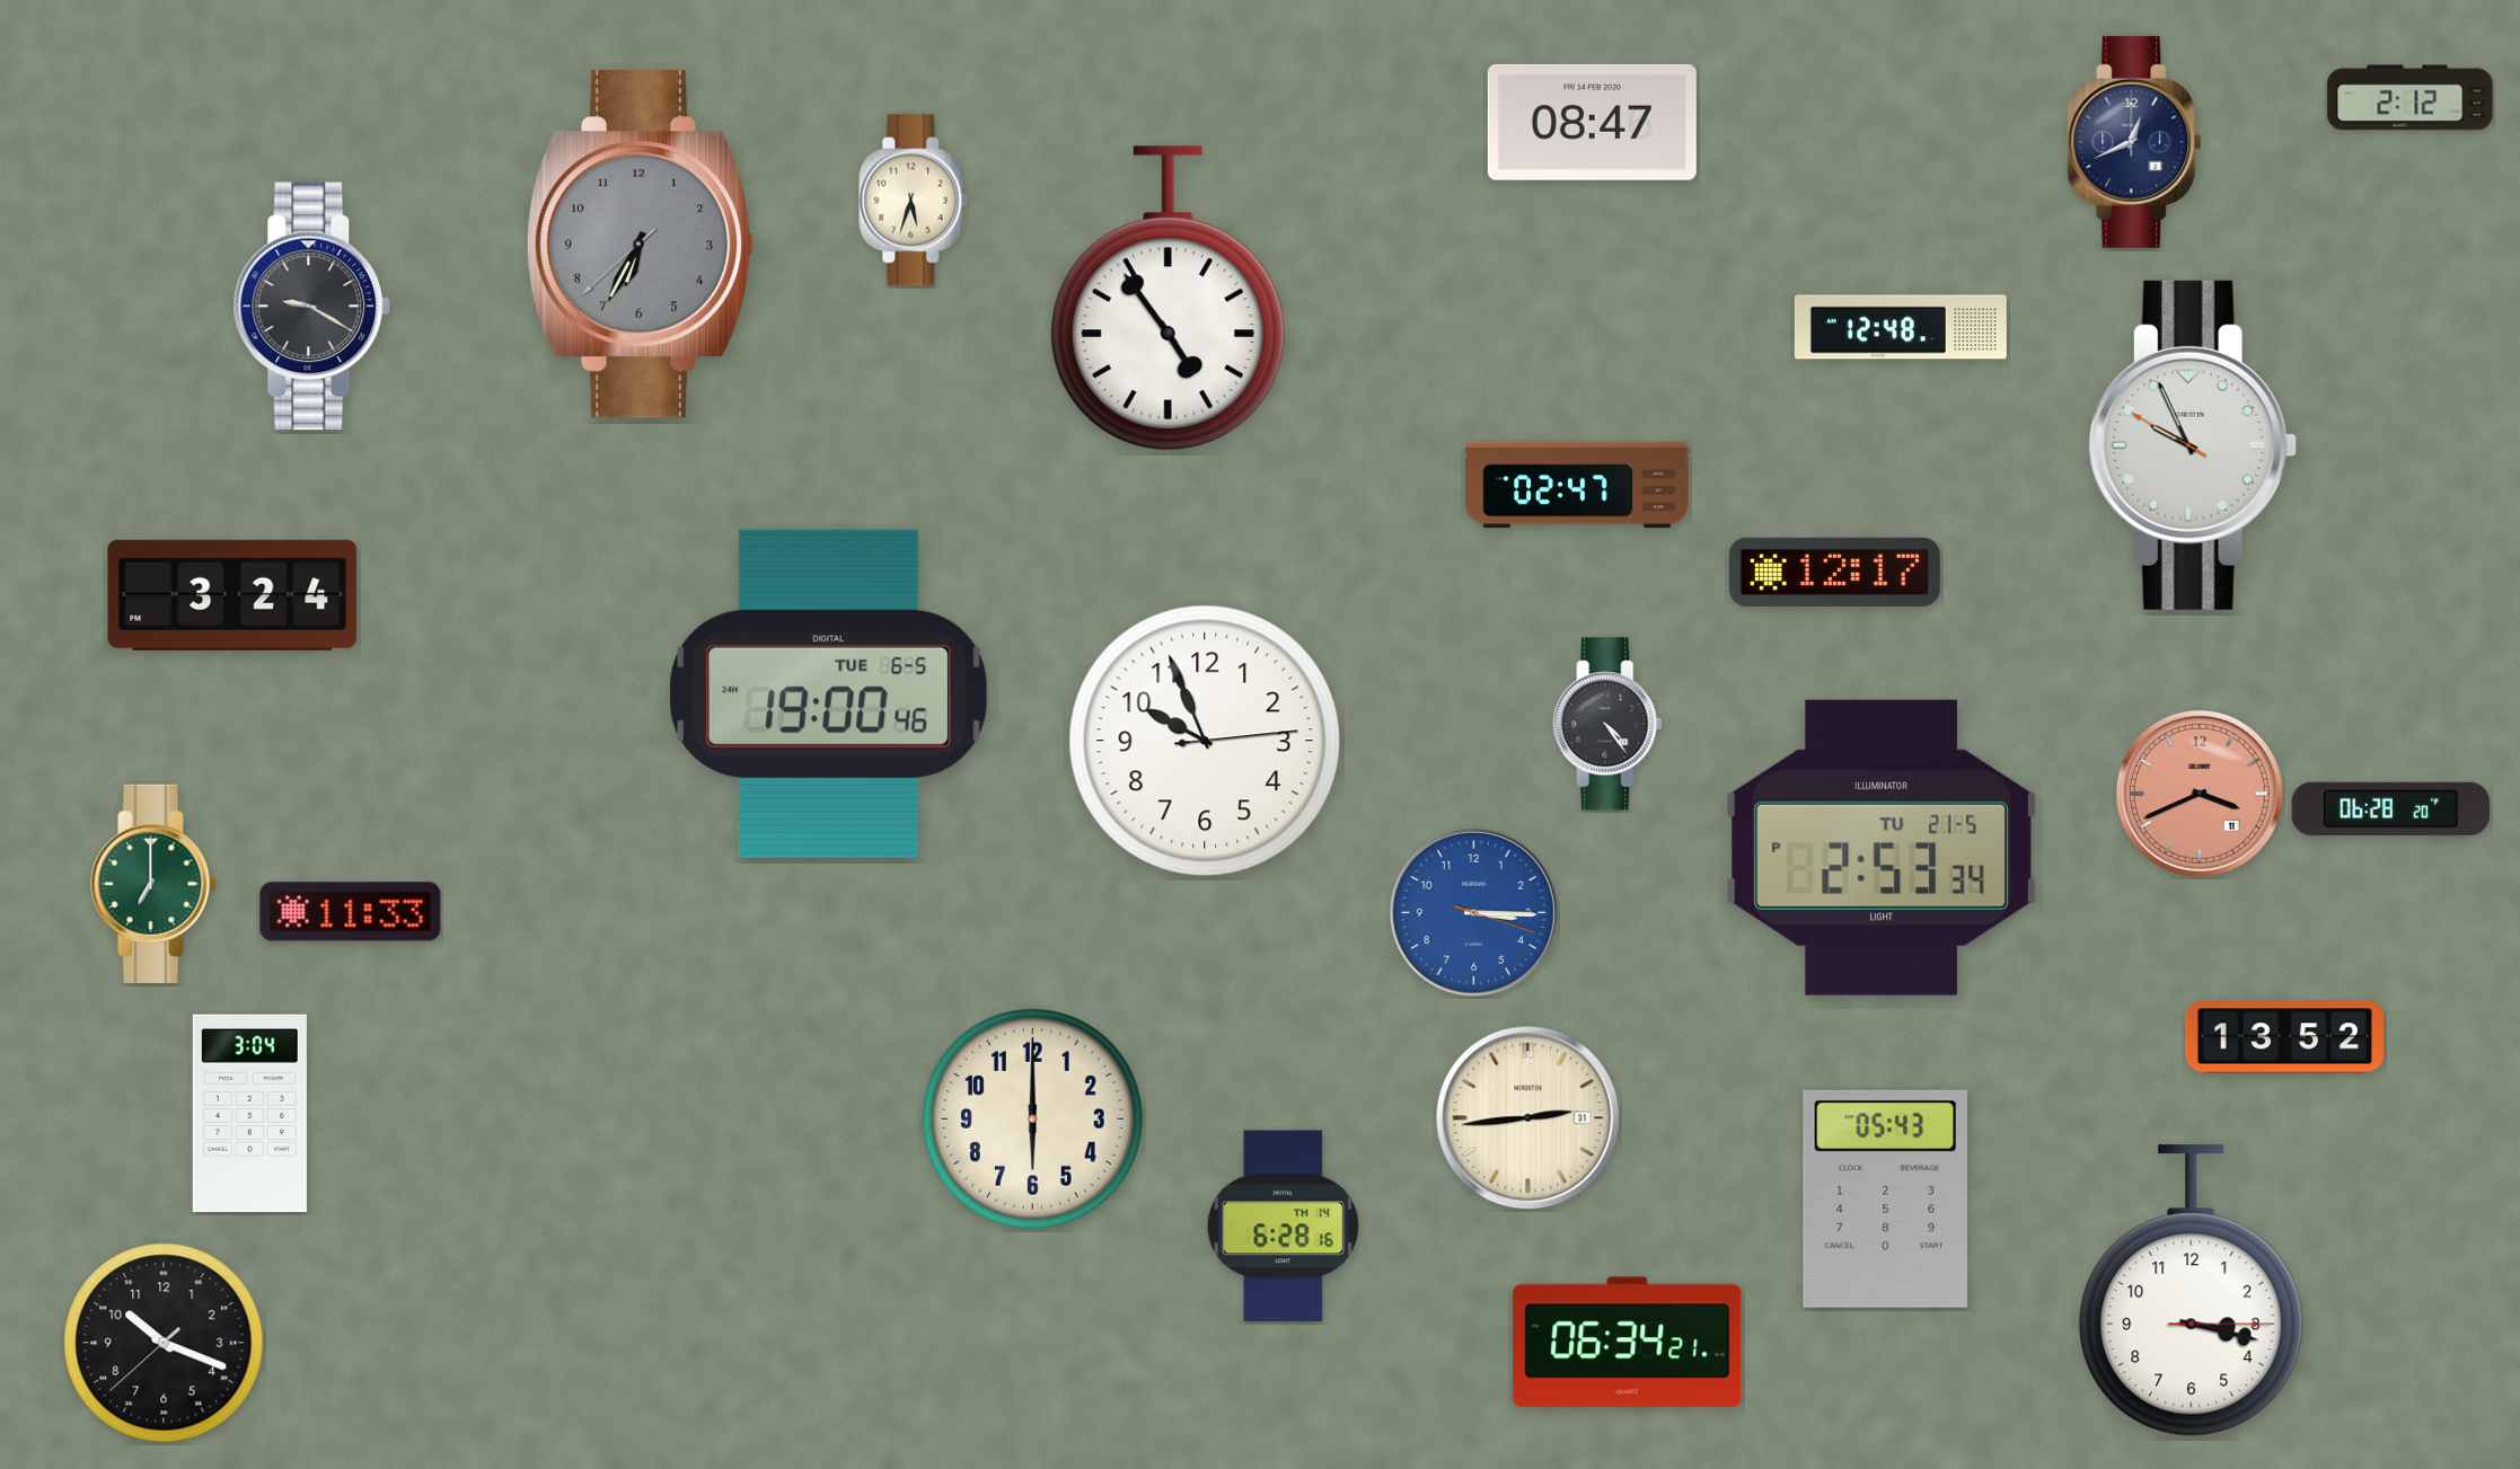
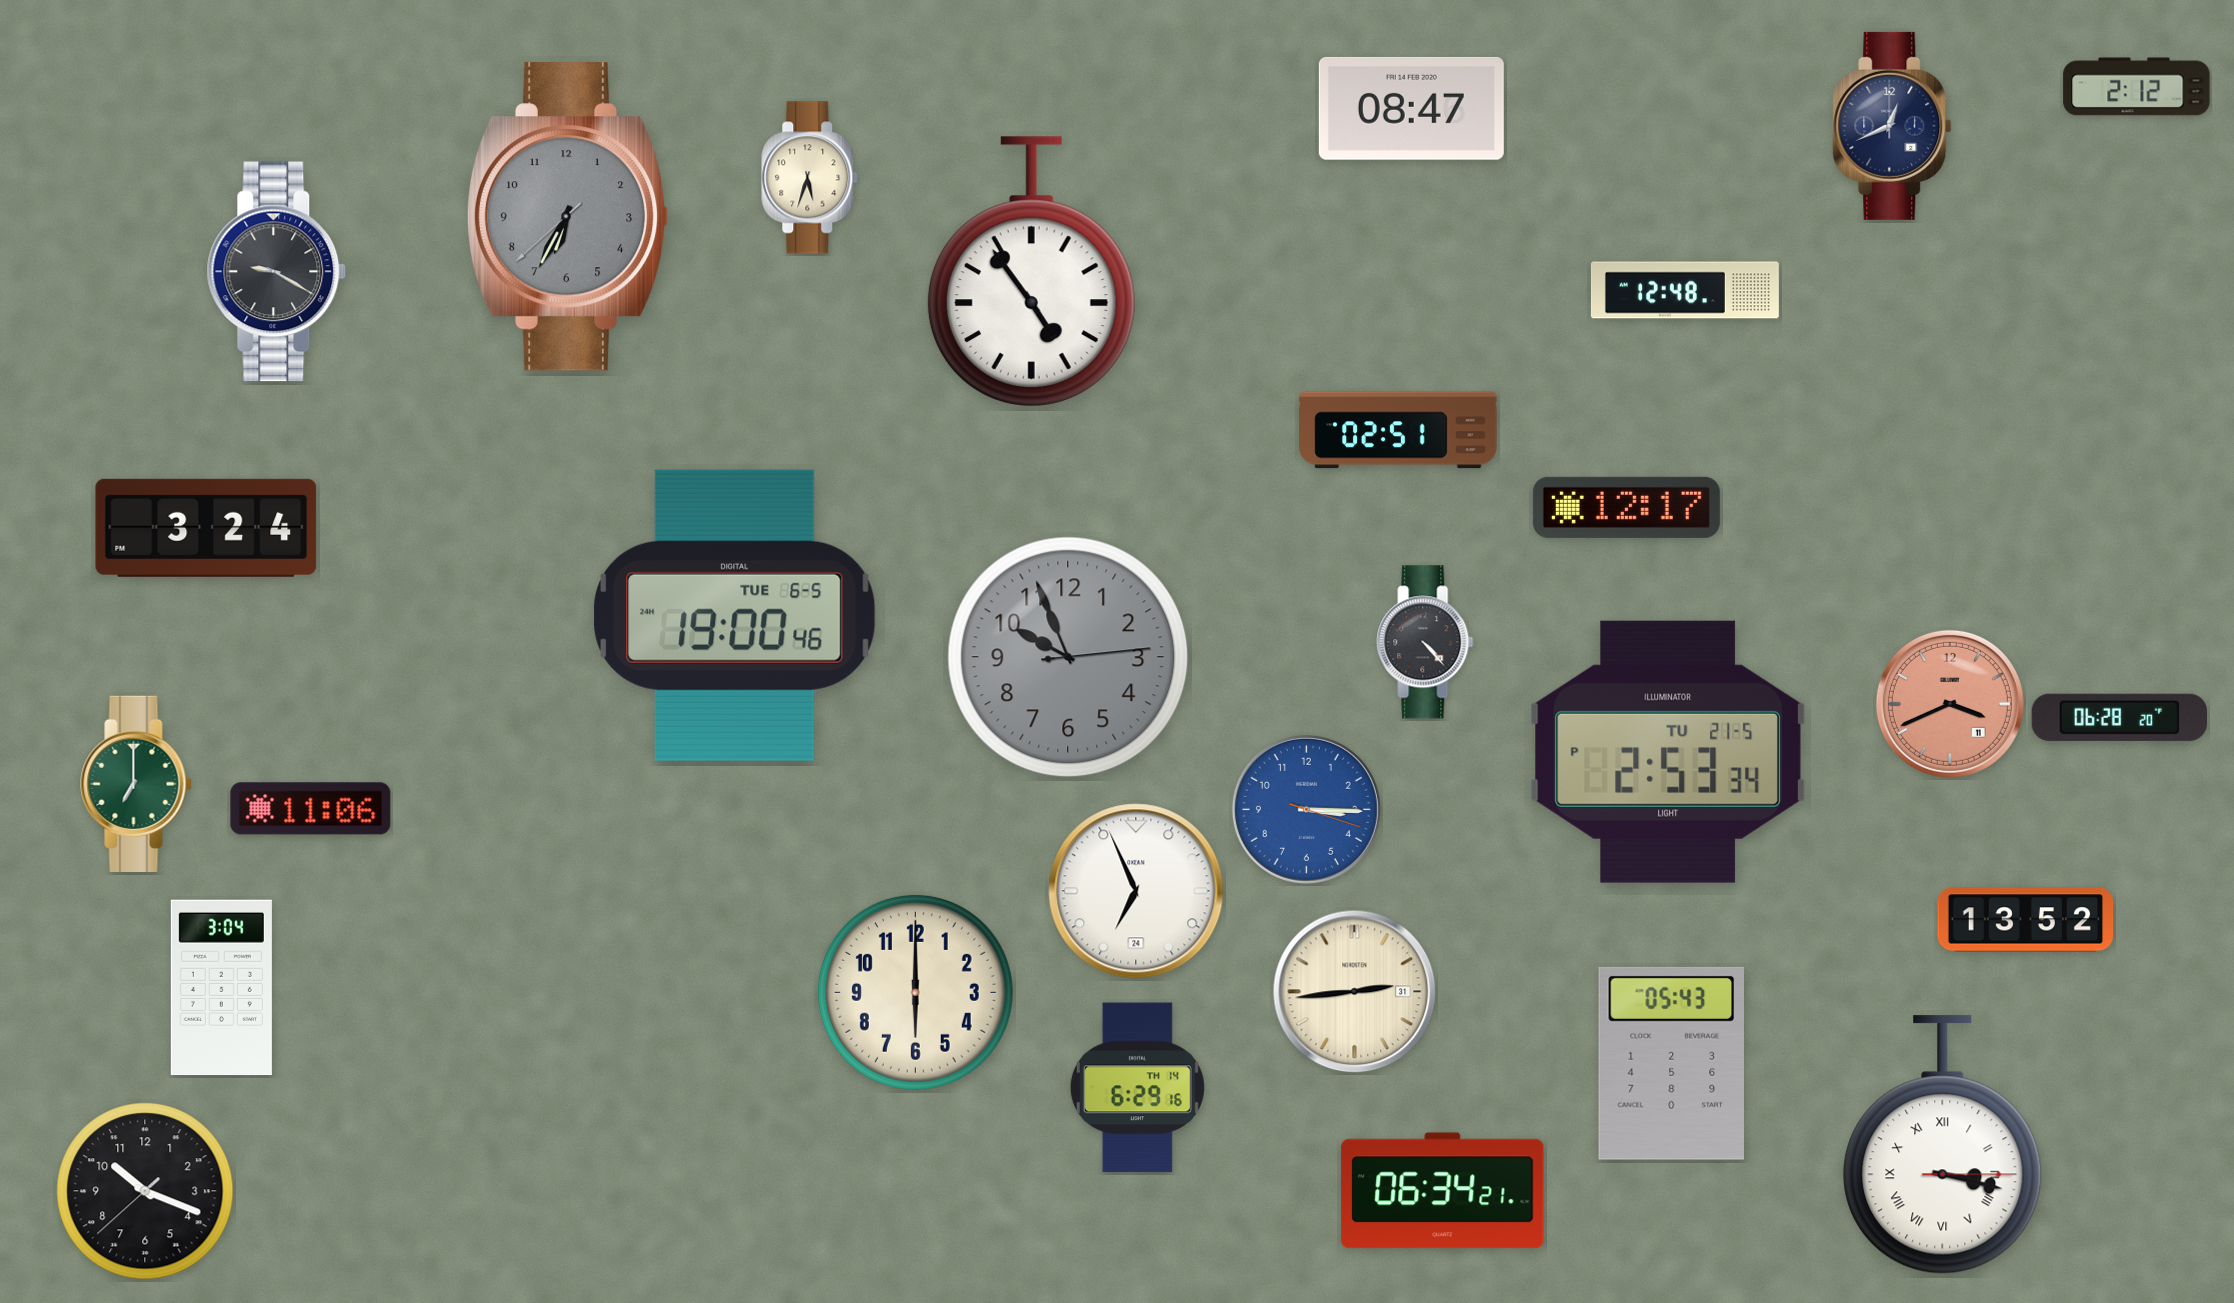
clock at (1168, 299) position: (1168, 299) -> (1031, 272)
clock at (2193, 445): 9:55 -> none
clock at (1577, 485): 02:47 -> 02:51
clock at (1607, 724): 4:24 -> 4:23
clock at (1205, 741) dial: white -> grey
clock at (351, 912): 11:33 -> 11:06
clock at (1136, 891): none -> 6:56
clock at (1283, 1227): 6:28 -> 6:29
clock at (2192, 1291) numerals: Arabic -> Roman
